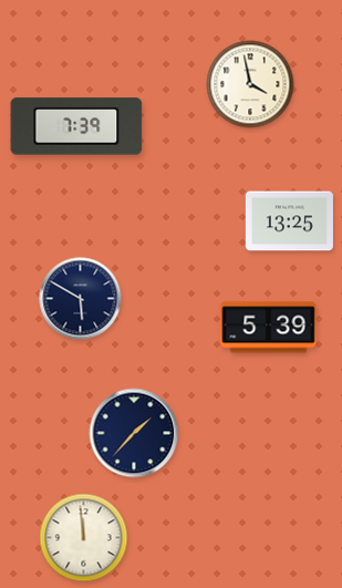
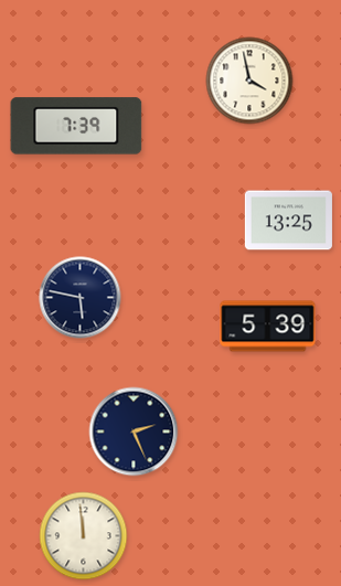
clock at (250, 84) position: (250, 84) -> (249, 81)
clock at (81, 299): 5:50 -> 5:47
clock at (134, 433): 1:37 -> 2:26
